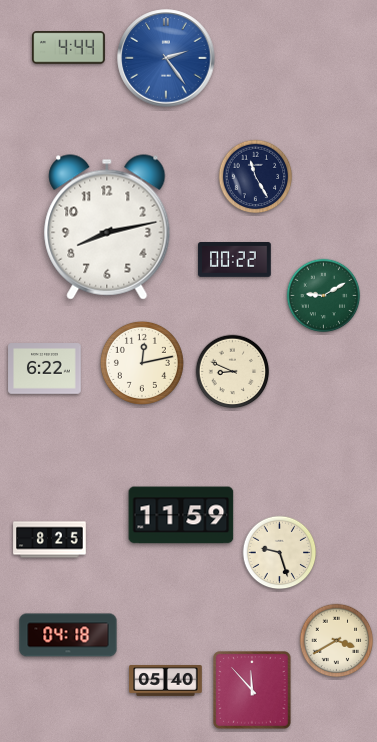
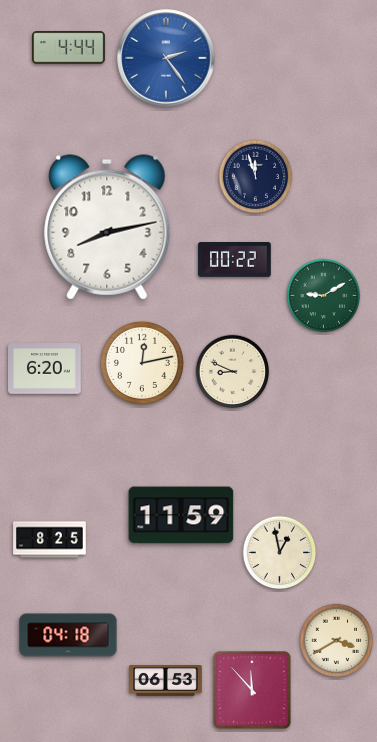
clock at (256, 177): 11:25 -> 11:57
clock at (45, 369): 6:22 -> 6:20
clock at (280, 553): 9:27 -> 12:58
clock at (166, 681): 05:40 -> 06:53
